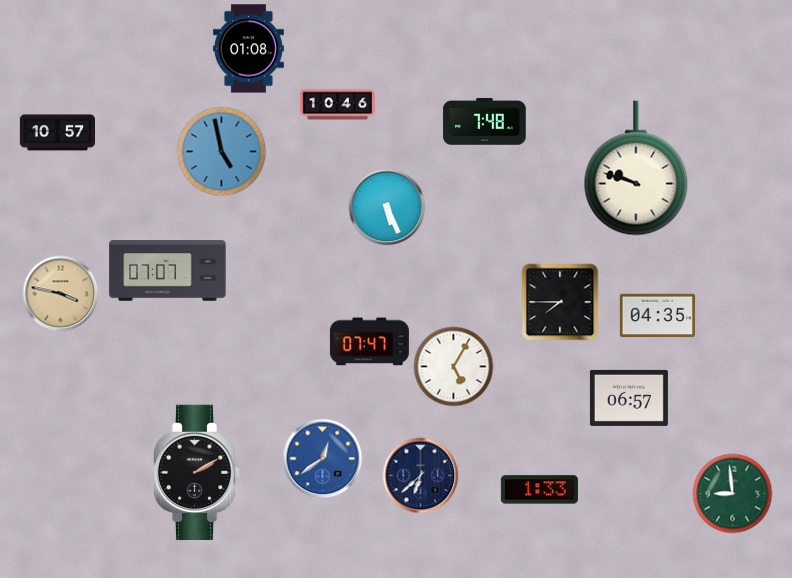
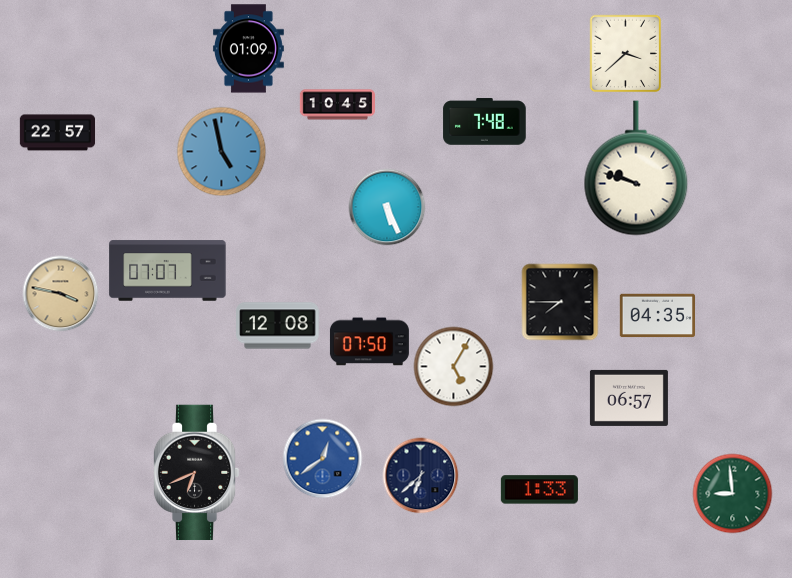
clock at (248, 49): 01:08 -> 01:09
clock at (626, 54): none -> 3:38
clock at (338, 105): 10:46 -> 10:45
clock at (58, 133): 10:57 -> 22:57
clock at (278, 326): none -> 12:08
clock at (369, 342): 07:47 -> 07:50
clock at (196, 473): 2:10 -> 6:41
